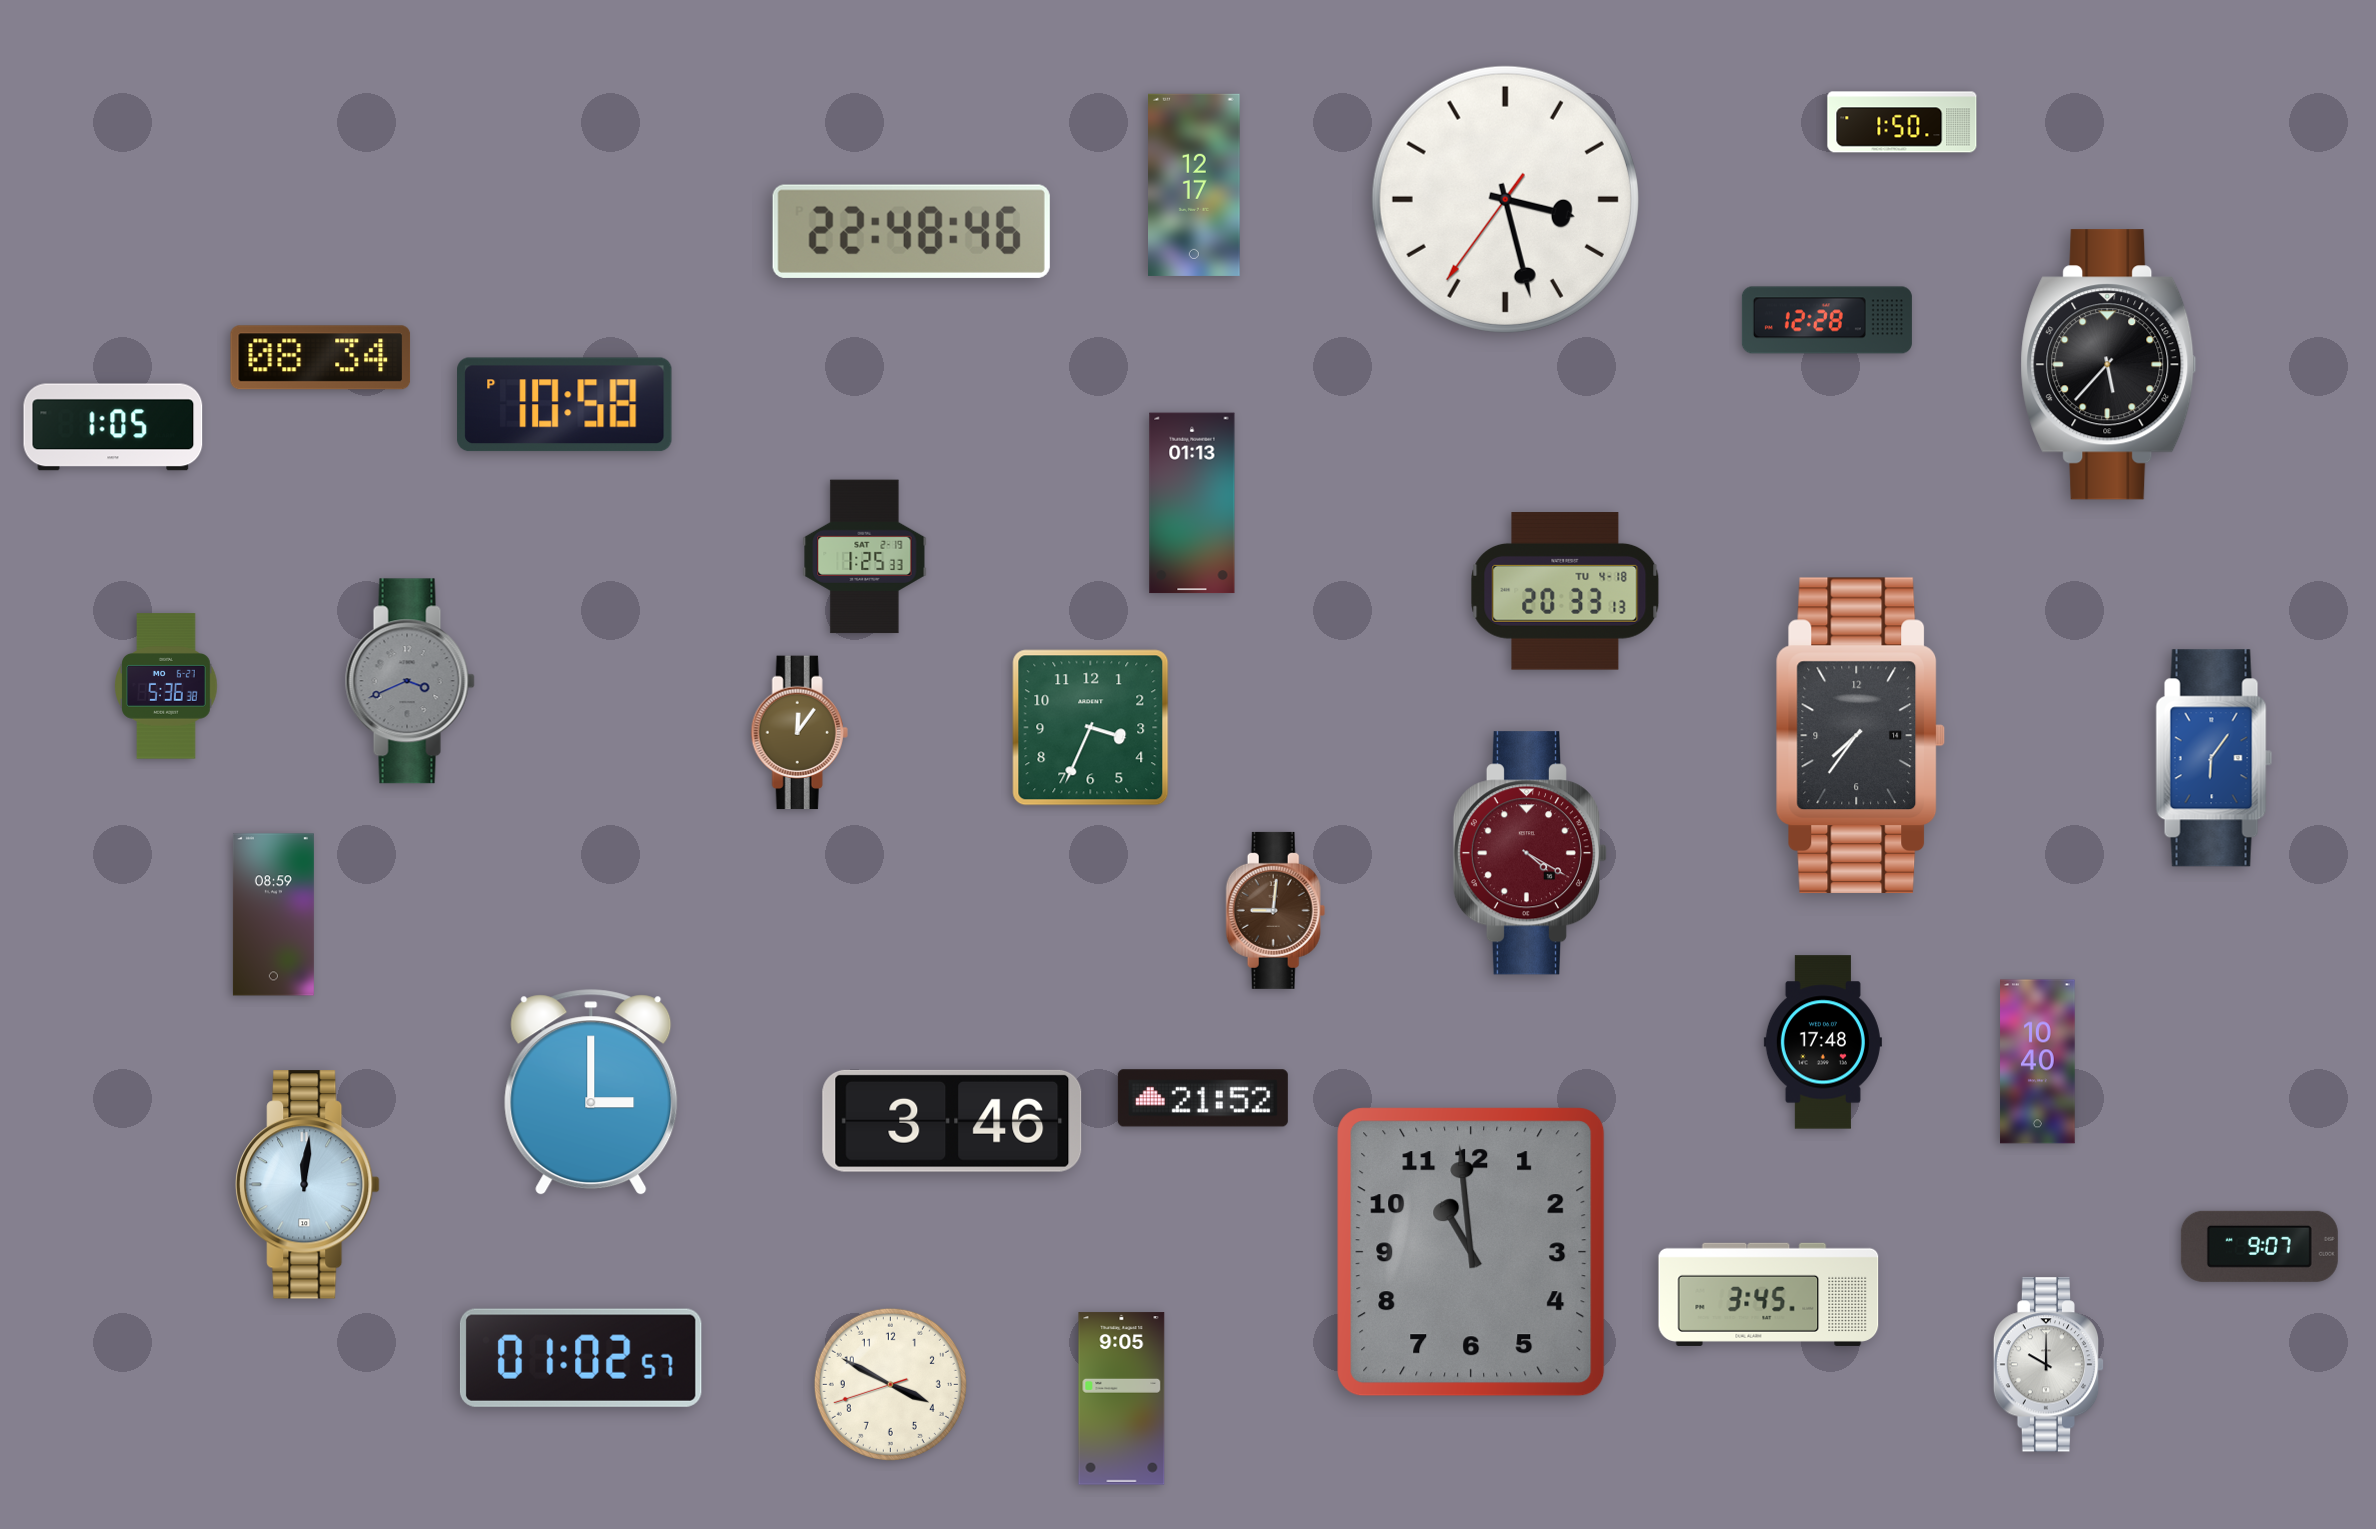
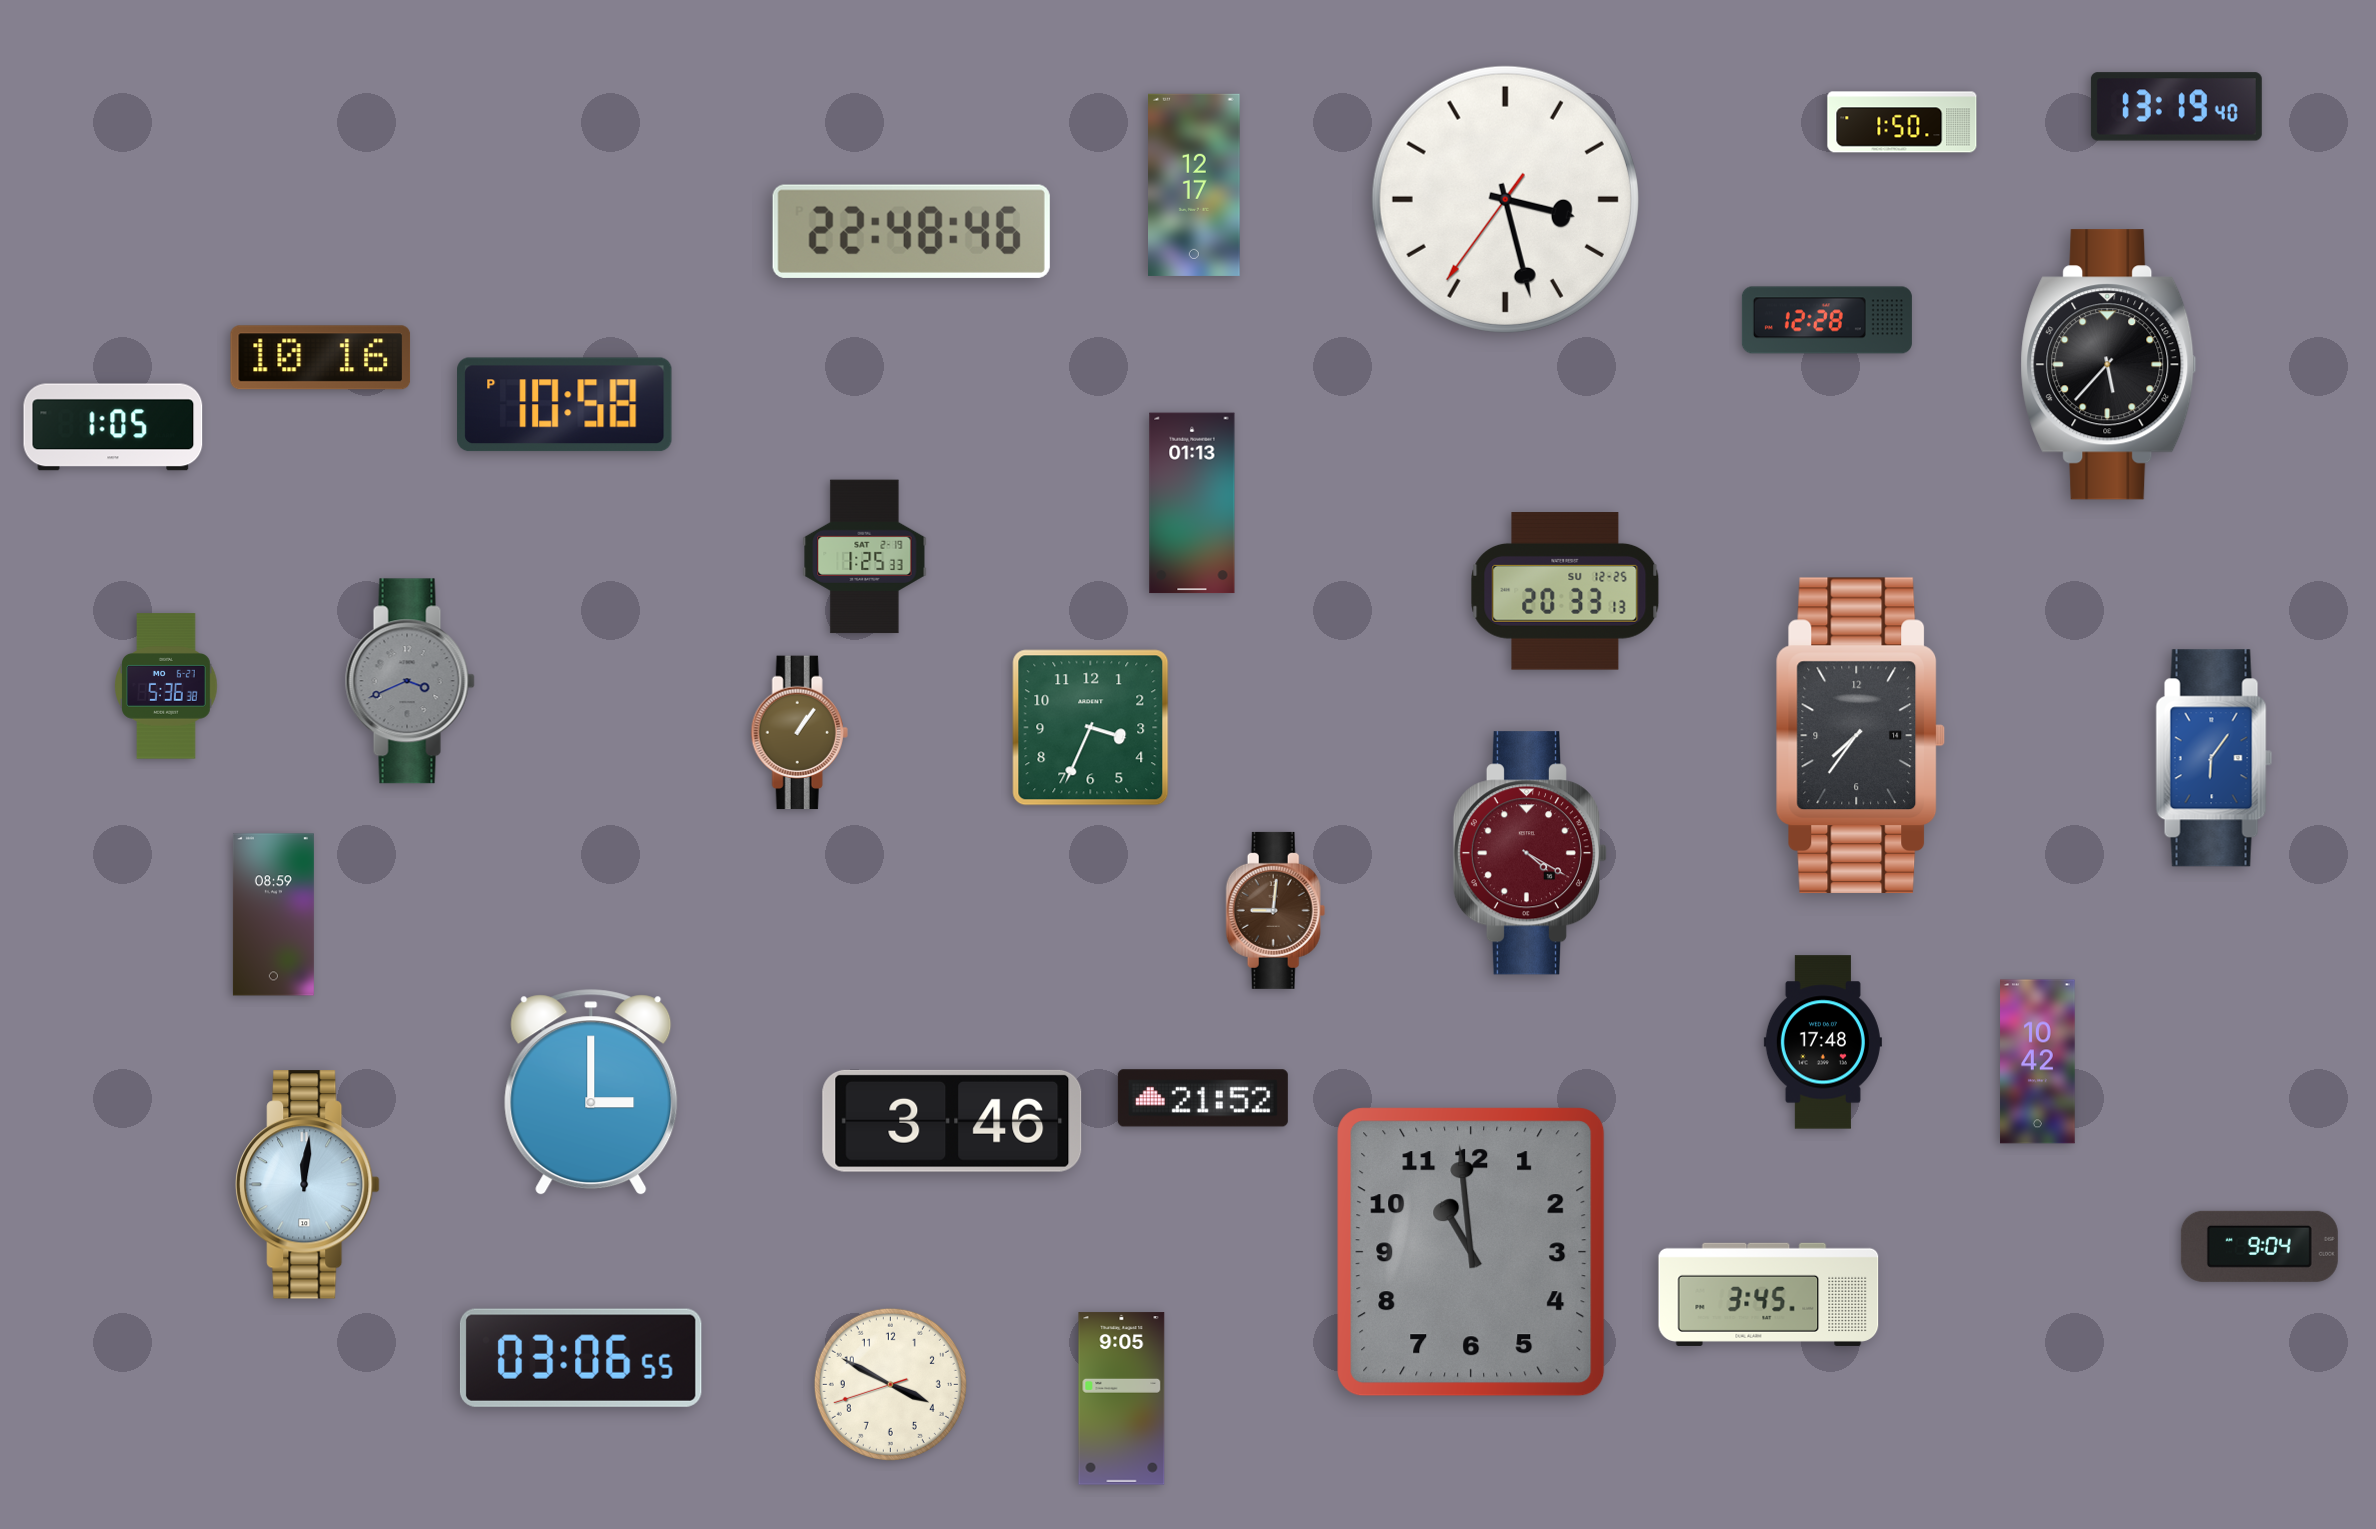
clock at (2176, 107): none -> 13:19
clock at (321, 358): 08:34 -> 10:16
clock at (1565, 591) date: TU 4-18 -> SU 12-25
clock at (799, 733): 12:06 -> 1:06
clock at (2038, 1062): 10:40 -> 10:42
clock at (2259, 1246): 9:07 -> 9:04
clock at (581, 1358): 01:02 -> 03:06
clock at (2049, 1365): 10:00 -> none
